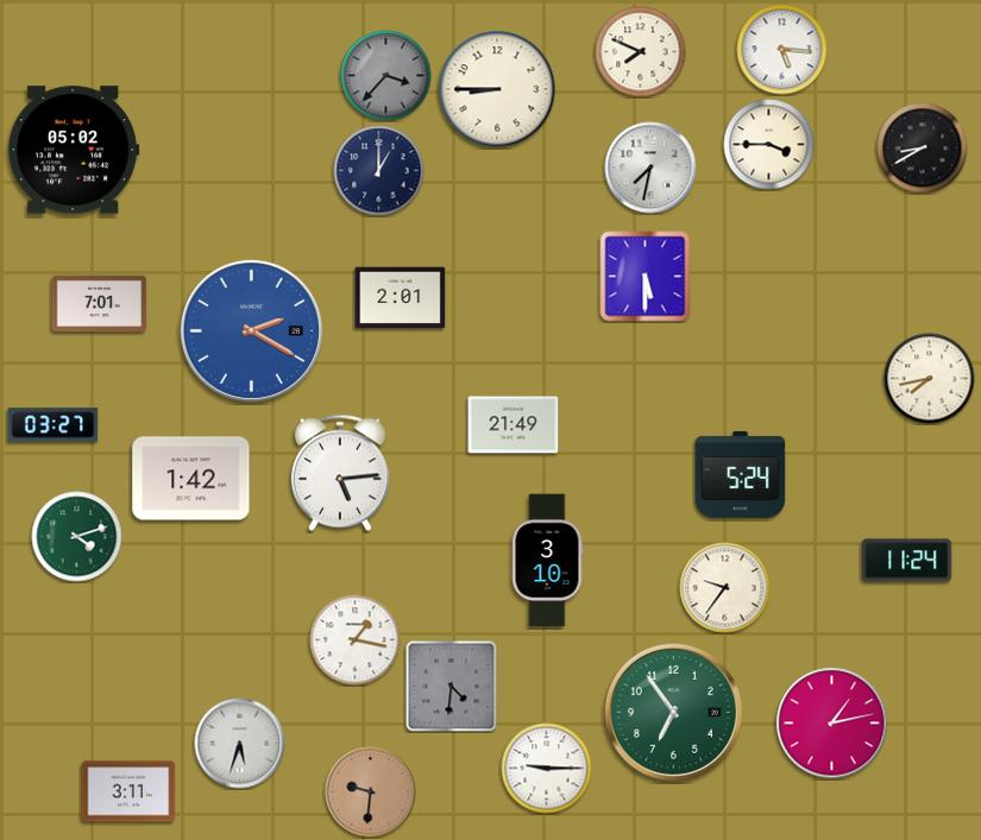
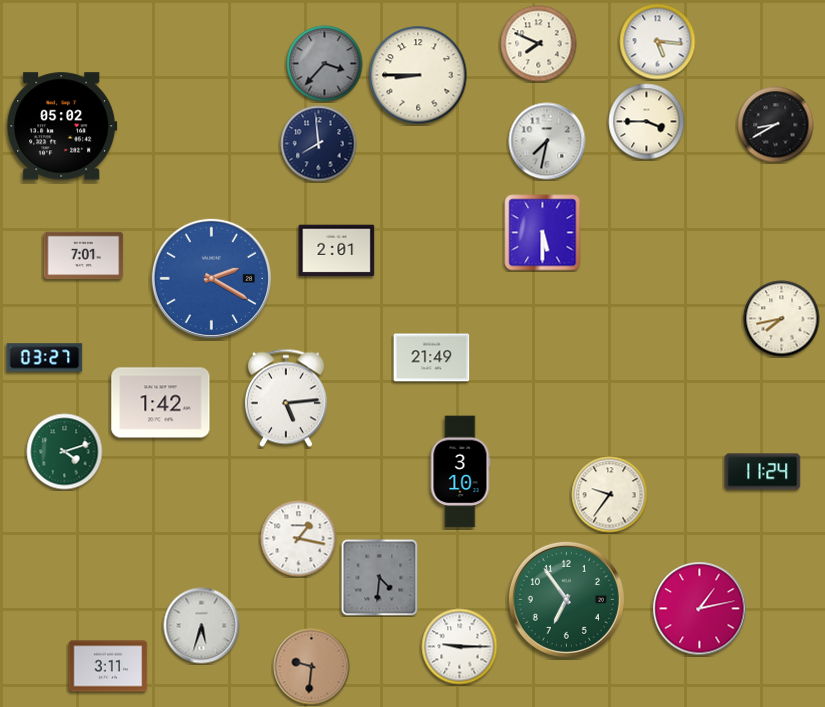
clock at (379, 171): 1:00 -> 7:59
clock at (741, 474): 5:24 -> none
